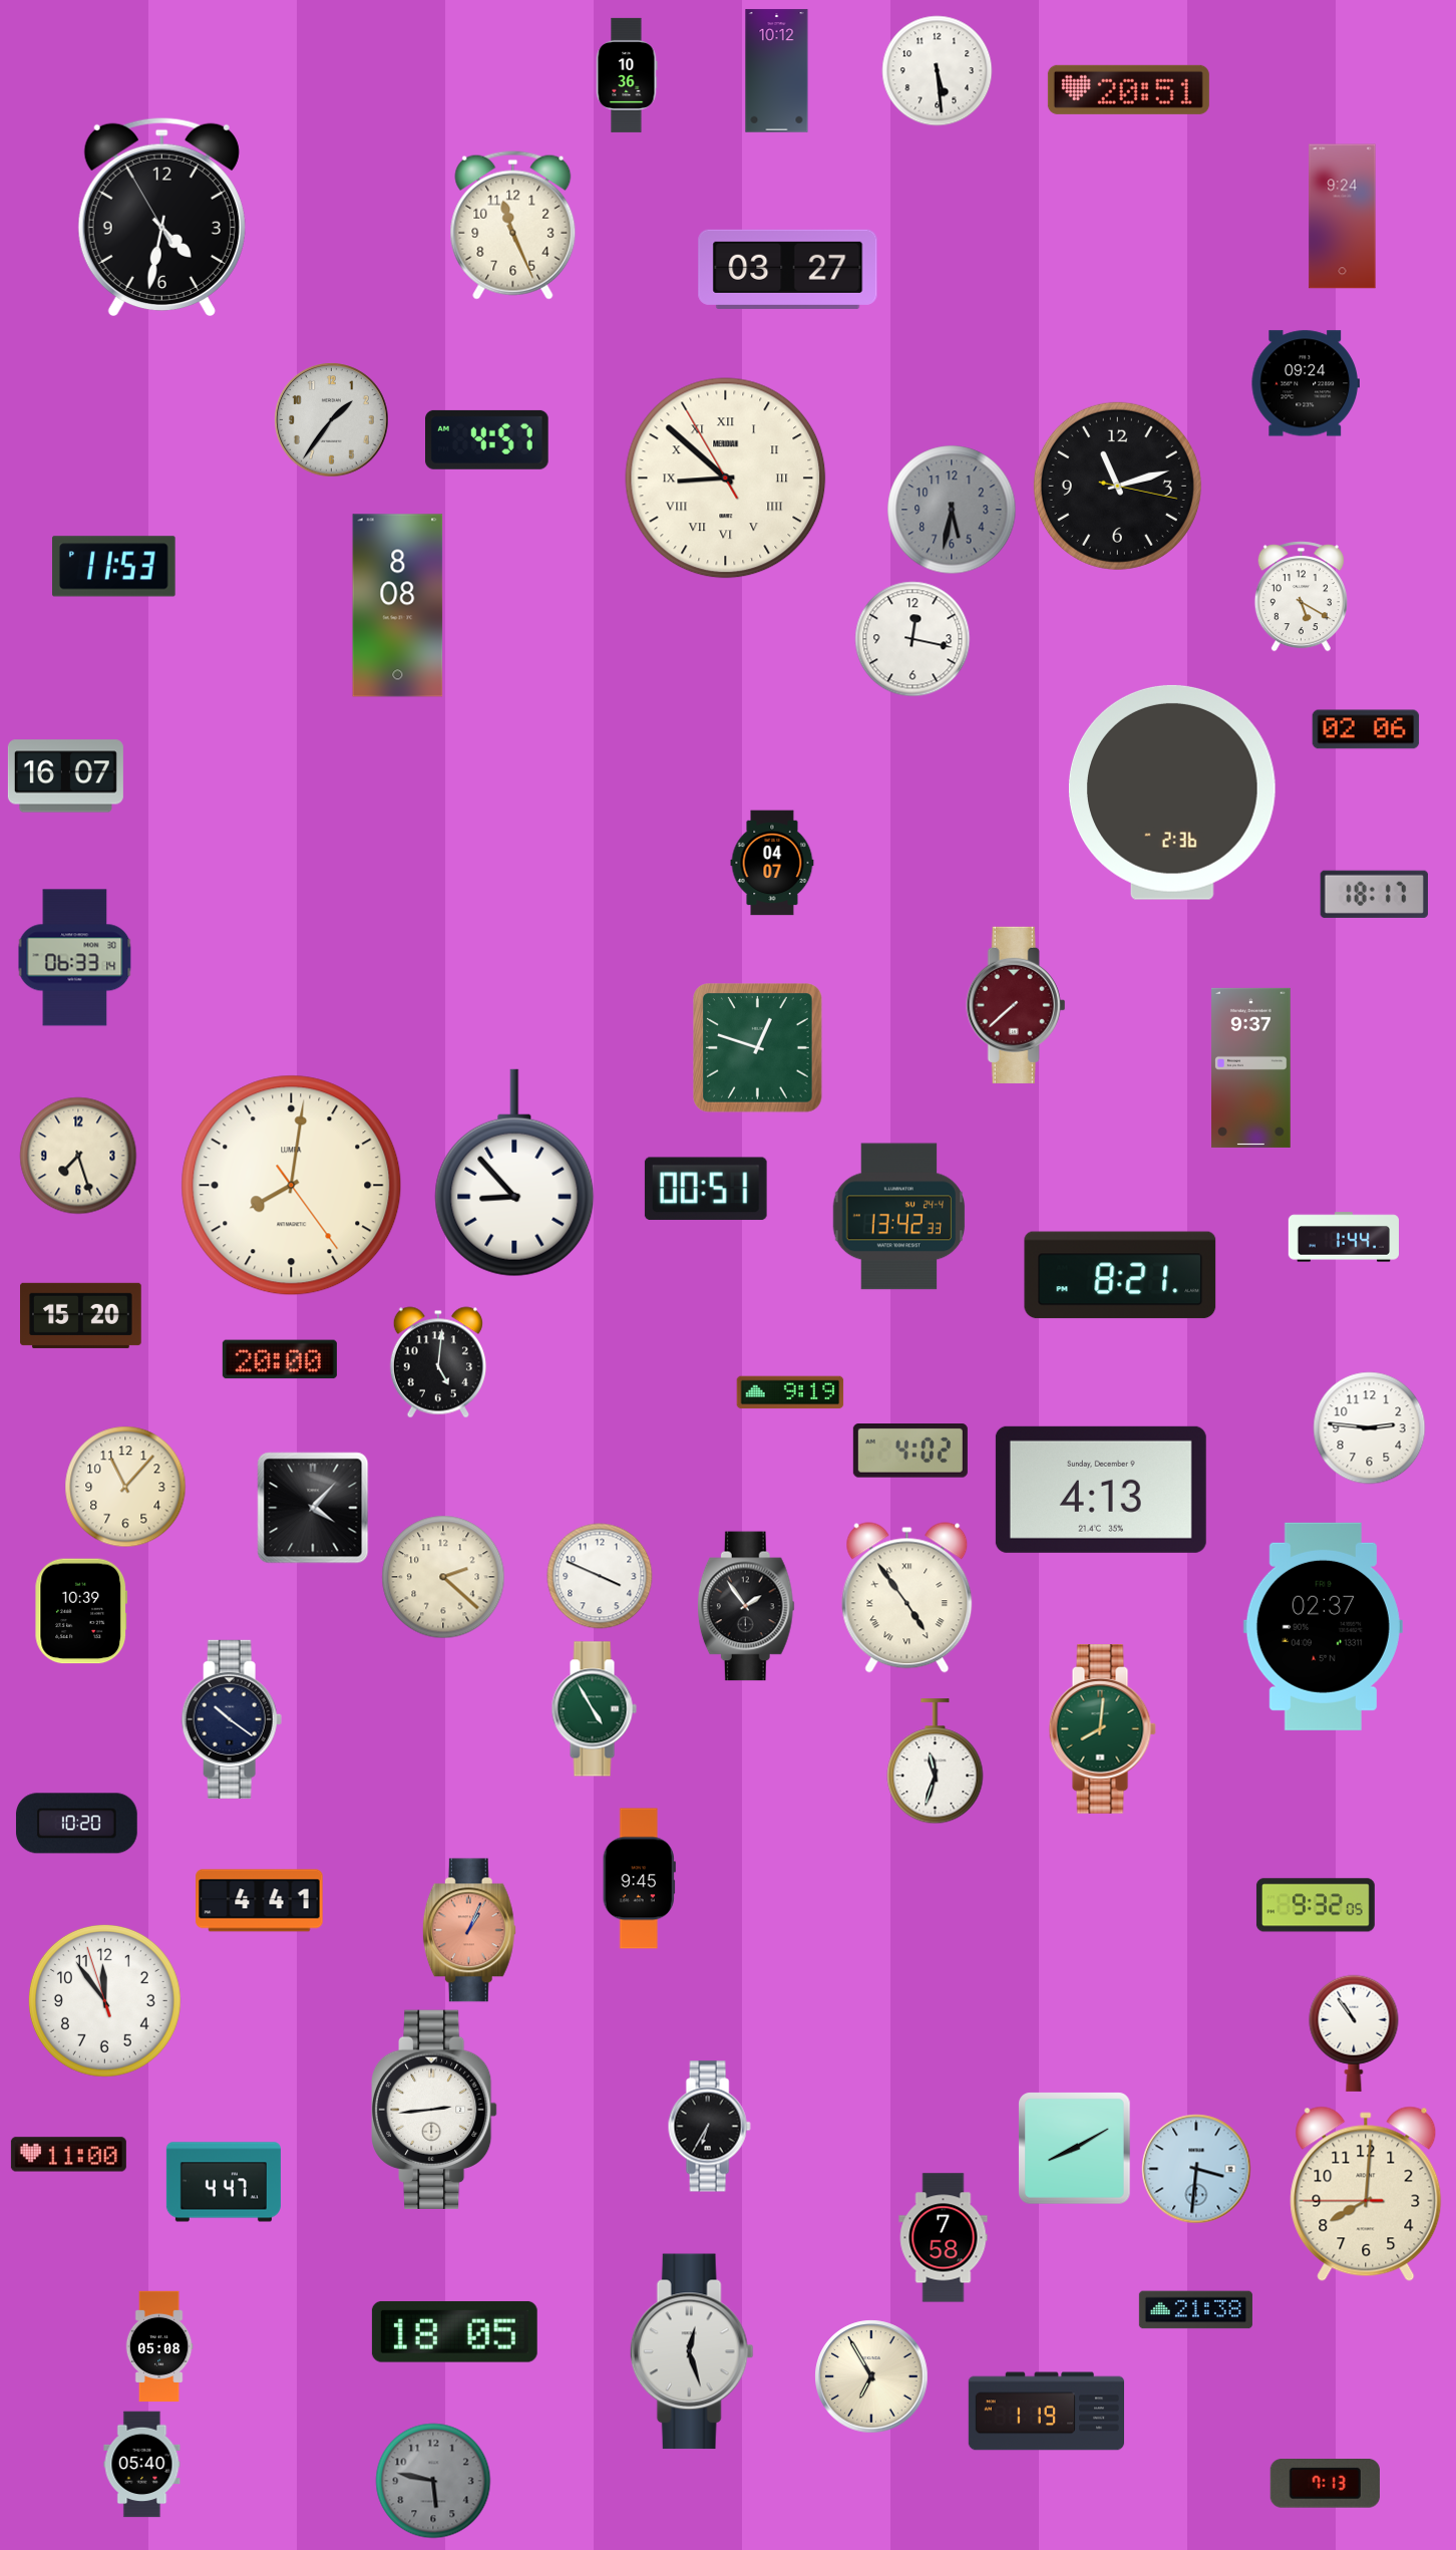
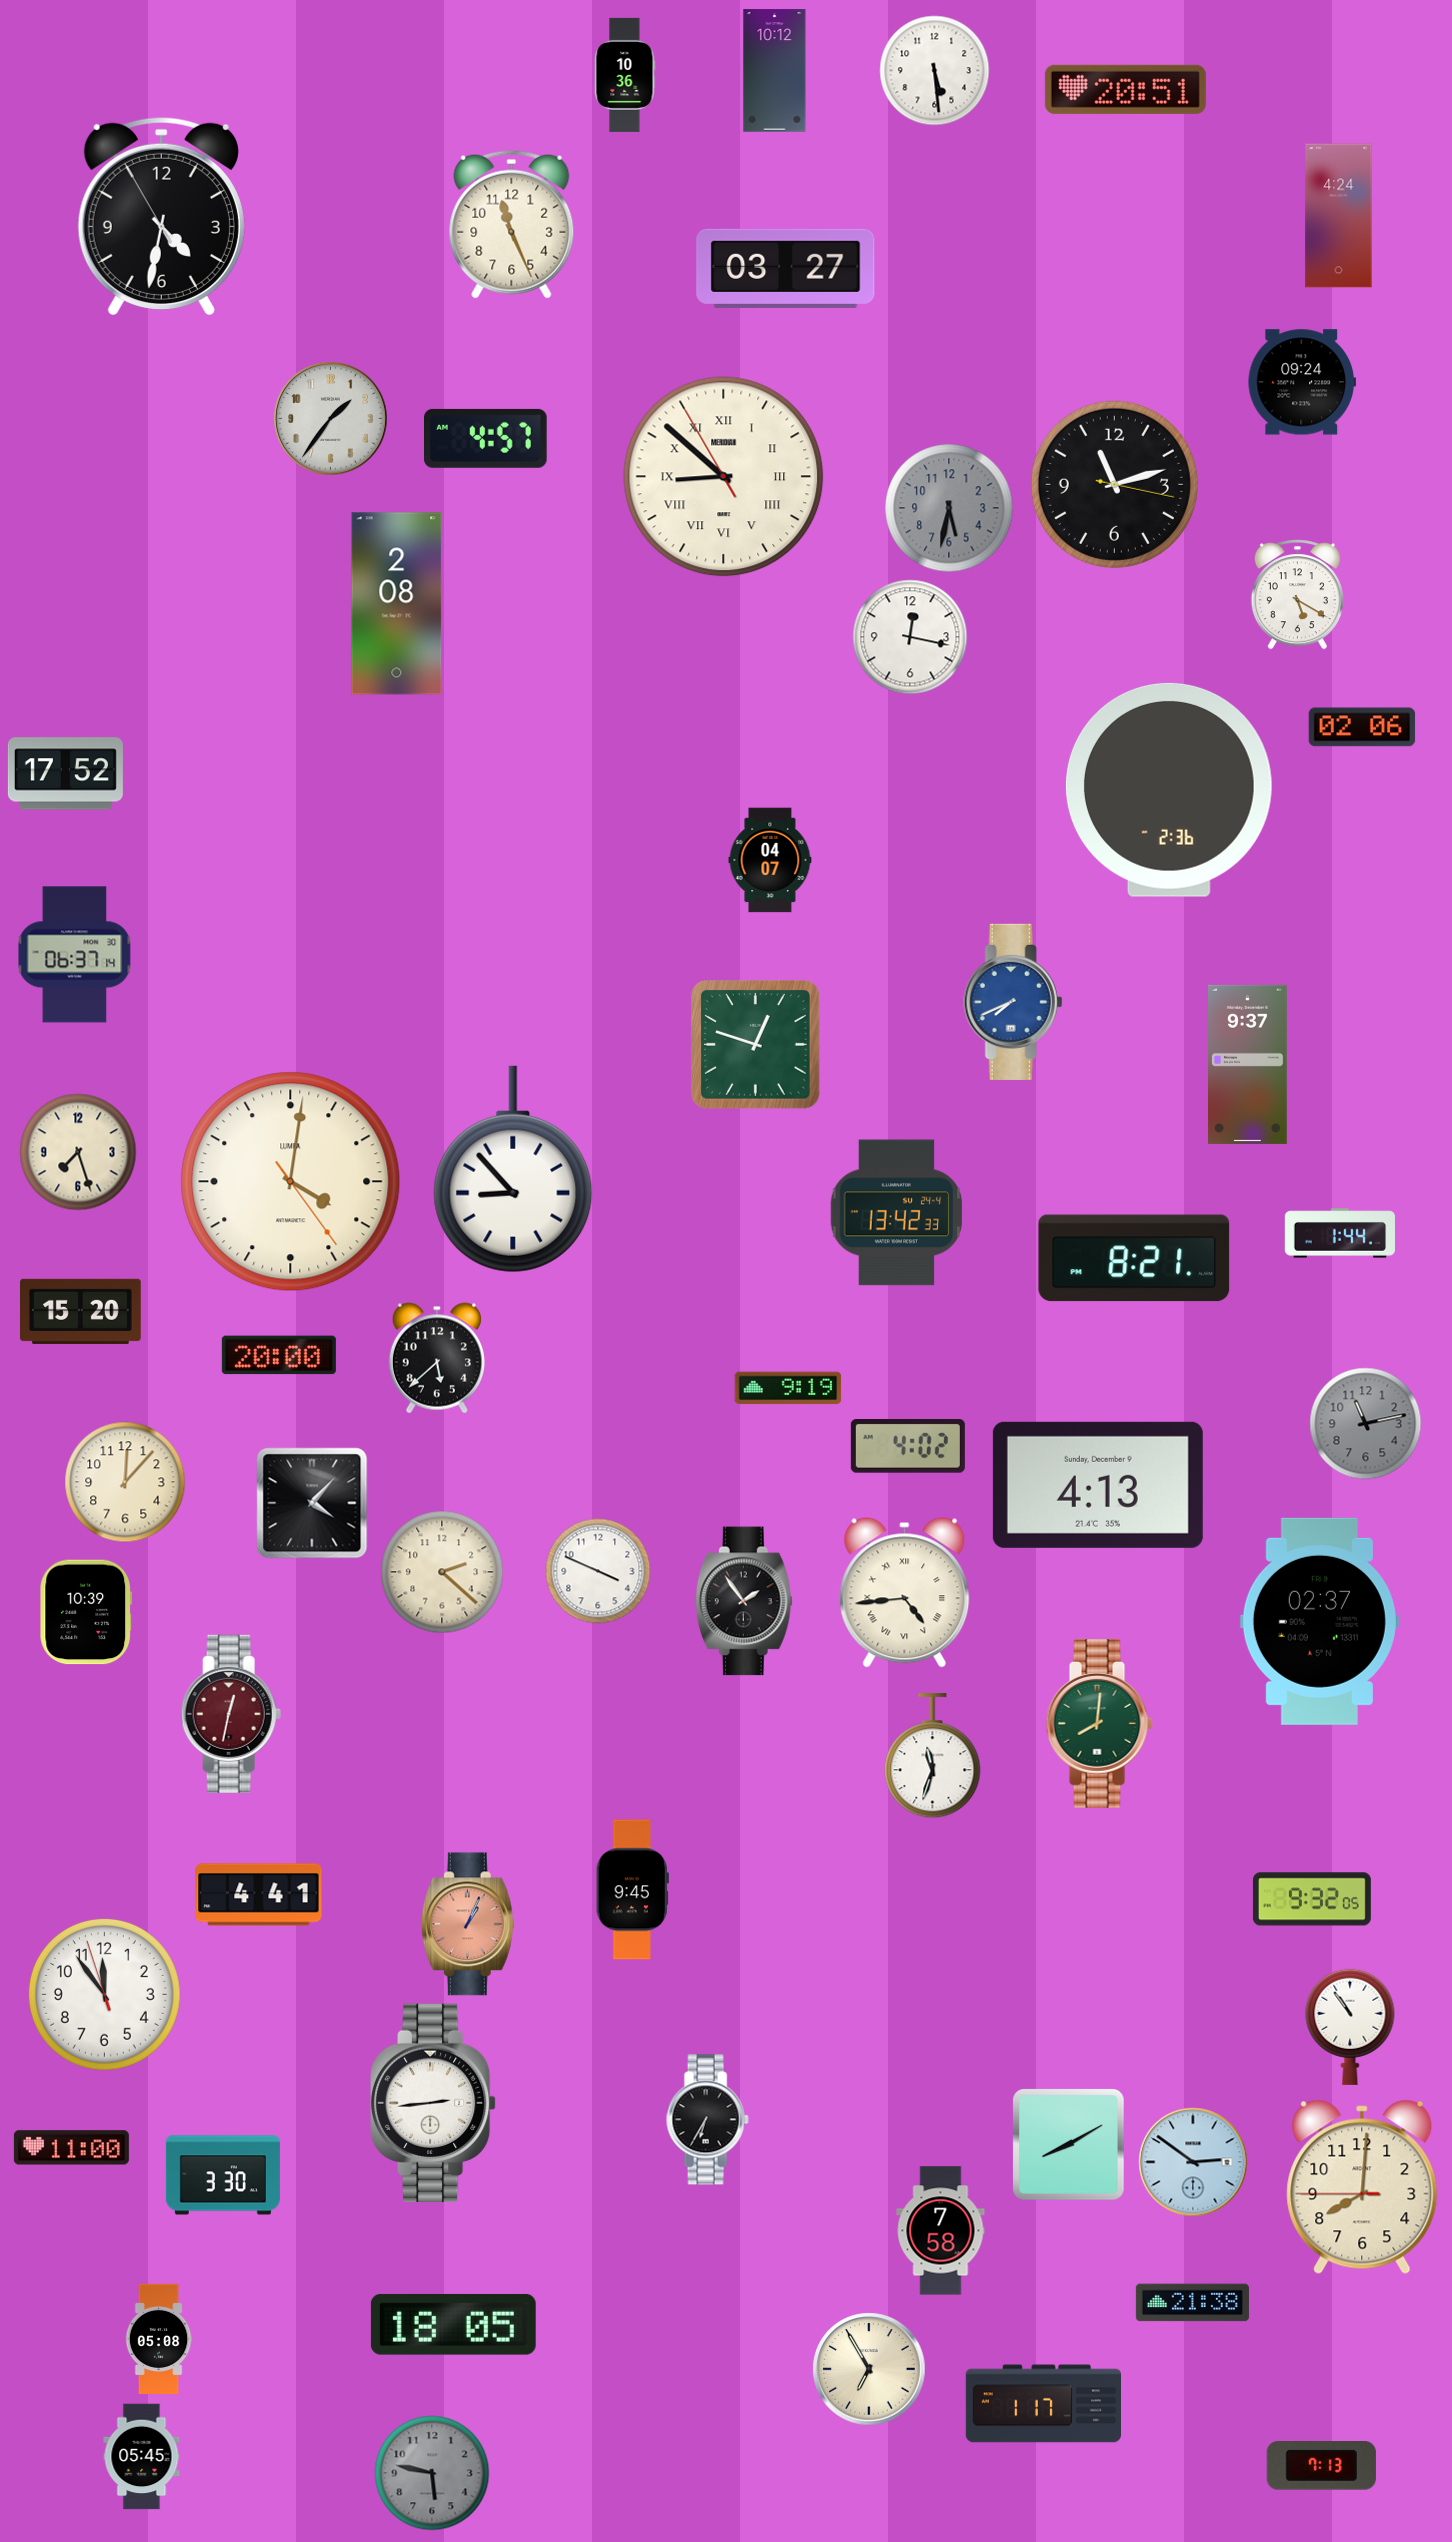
clock at (1343, 217): 9:24 -> 4:24
clock at (114, 567): 11:53 -> none
clock at (398, 606): 8:08 -> 2:08
clock at (65, 776): 16:07 -> 17:52
clock at (1374, 894): 18:17 -> none
clock at (75, 958): 06:33 -> 06:37
clock at (1016, 1005): 7:38 -> 7:41
clock at (1016, 1005) dial: burgundy -> blue
clock at (292, 1186): 8:01 -> 4:01
clock at (706, 1189): 00:51 -> none
clock at (1120, 1275) position: (1120, 1275) -> (1134, 1258)
clock at (438, 1362): 5:01 -> 5:38
clock at (1370, 1428): 2:46 -> 11:13
clock at (1370, 1428) dial: white -> grey
clock at (125, 1487): 11:07 -> 12:07
clock at (907, 1598): 4:54 -> 4:44
clock at (81, 1611) position: (81, 1611) -> (86, 1612)
clock at (594, 1709): 4:55 -> none
clock at (232, 1719): 10:21 -> 12:32
clock at (232, 1719) dial: navy -> burgundy
clock at (76, 1824): 10:20 -> none
clock at (639, 1879) position: (639, 1879) -> (632, 1890)
clock at (1075, 2149) position: (1075, 2149) -> (1069, 2145)
clock at (68, 2155) position: (68, 2155) -> (71, 2148)
clock at (1196, 2169): 3:31 -> 2:51
clock at (224, 2182): 4:47 -> 3:30
clock at (692, 2351): 12:27 -> none
clock at (1046, 2412): 1:19 -> 1:17
clock at (142, 2465): 05:40 -> 05:45
clock at (1325, 2484) position: (1325, 2484) -> (1321, 2466)
